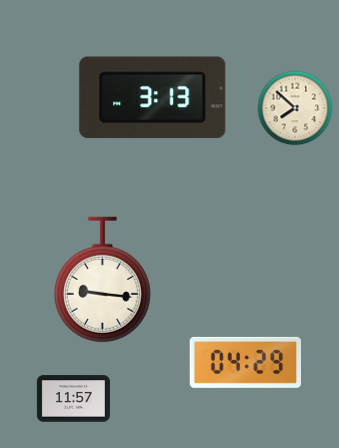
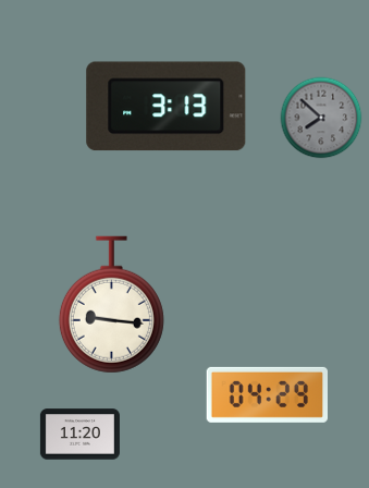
clock at (295, 108) dial: cream -> grey
clock at (73, 399): 11:57 -> 11:20
